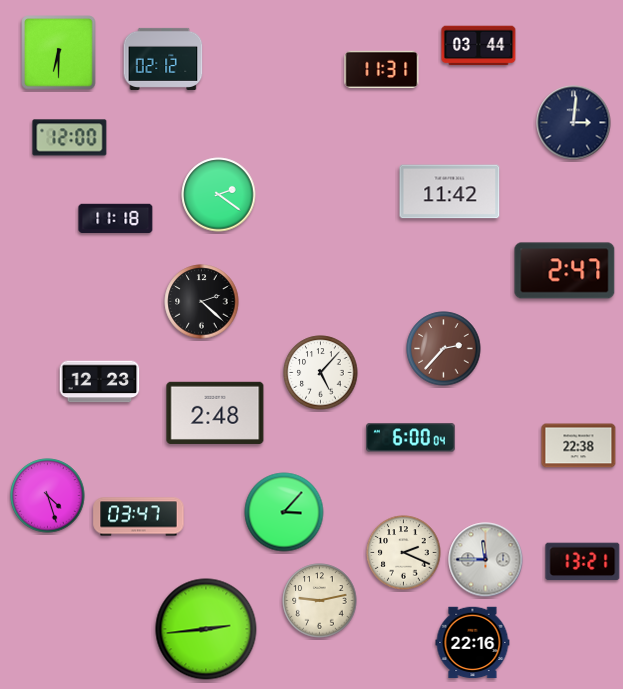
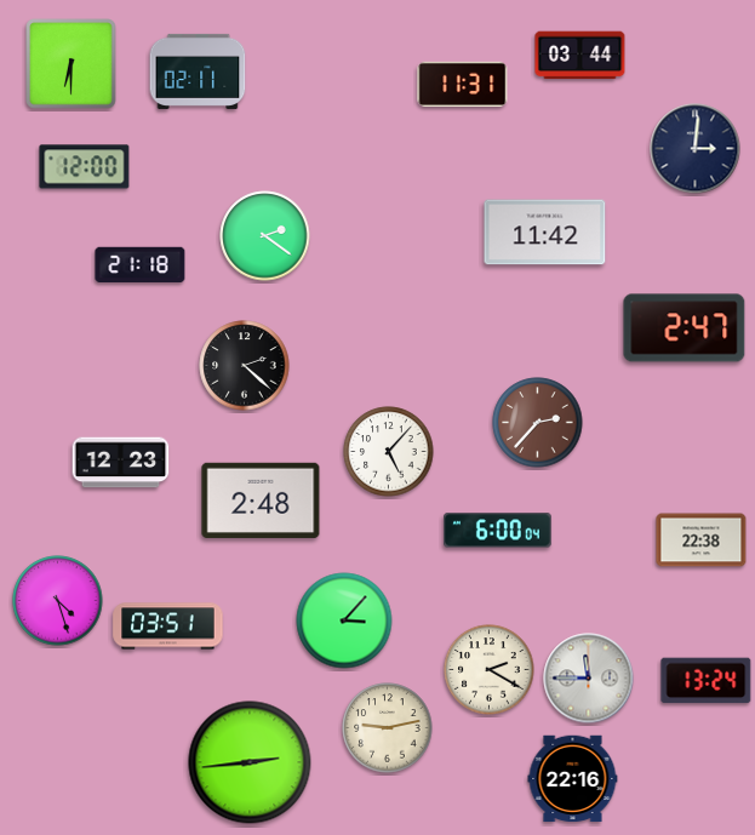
clock at (163, 59): 02:12 -> 02:11
clock at (116, 218): 11:18 -> 21:18
clock at (139, 517): 03:47 -> 03:51
clock at (404, 553): 2:19 -> 2:20
clock at (583, 562): 13:21 -> 13:24
